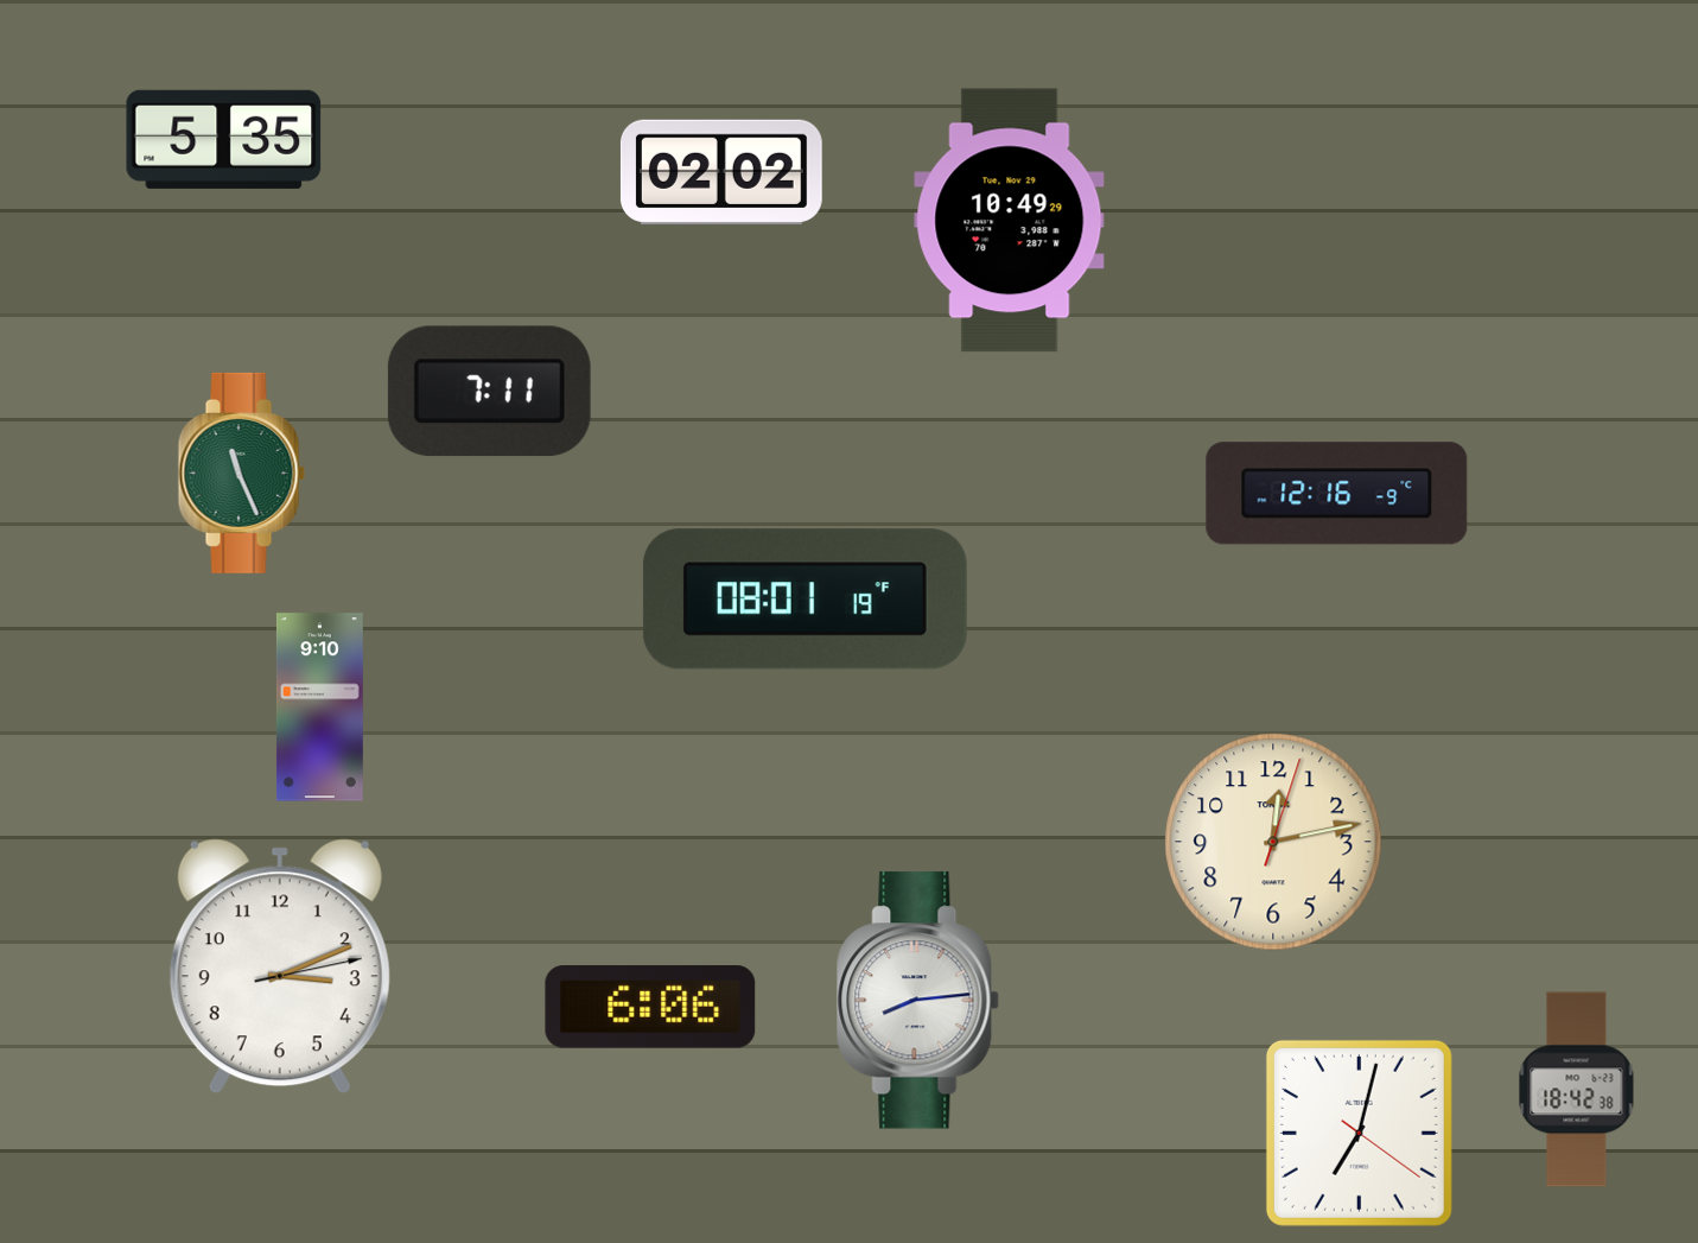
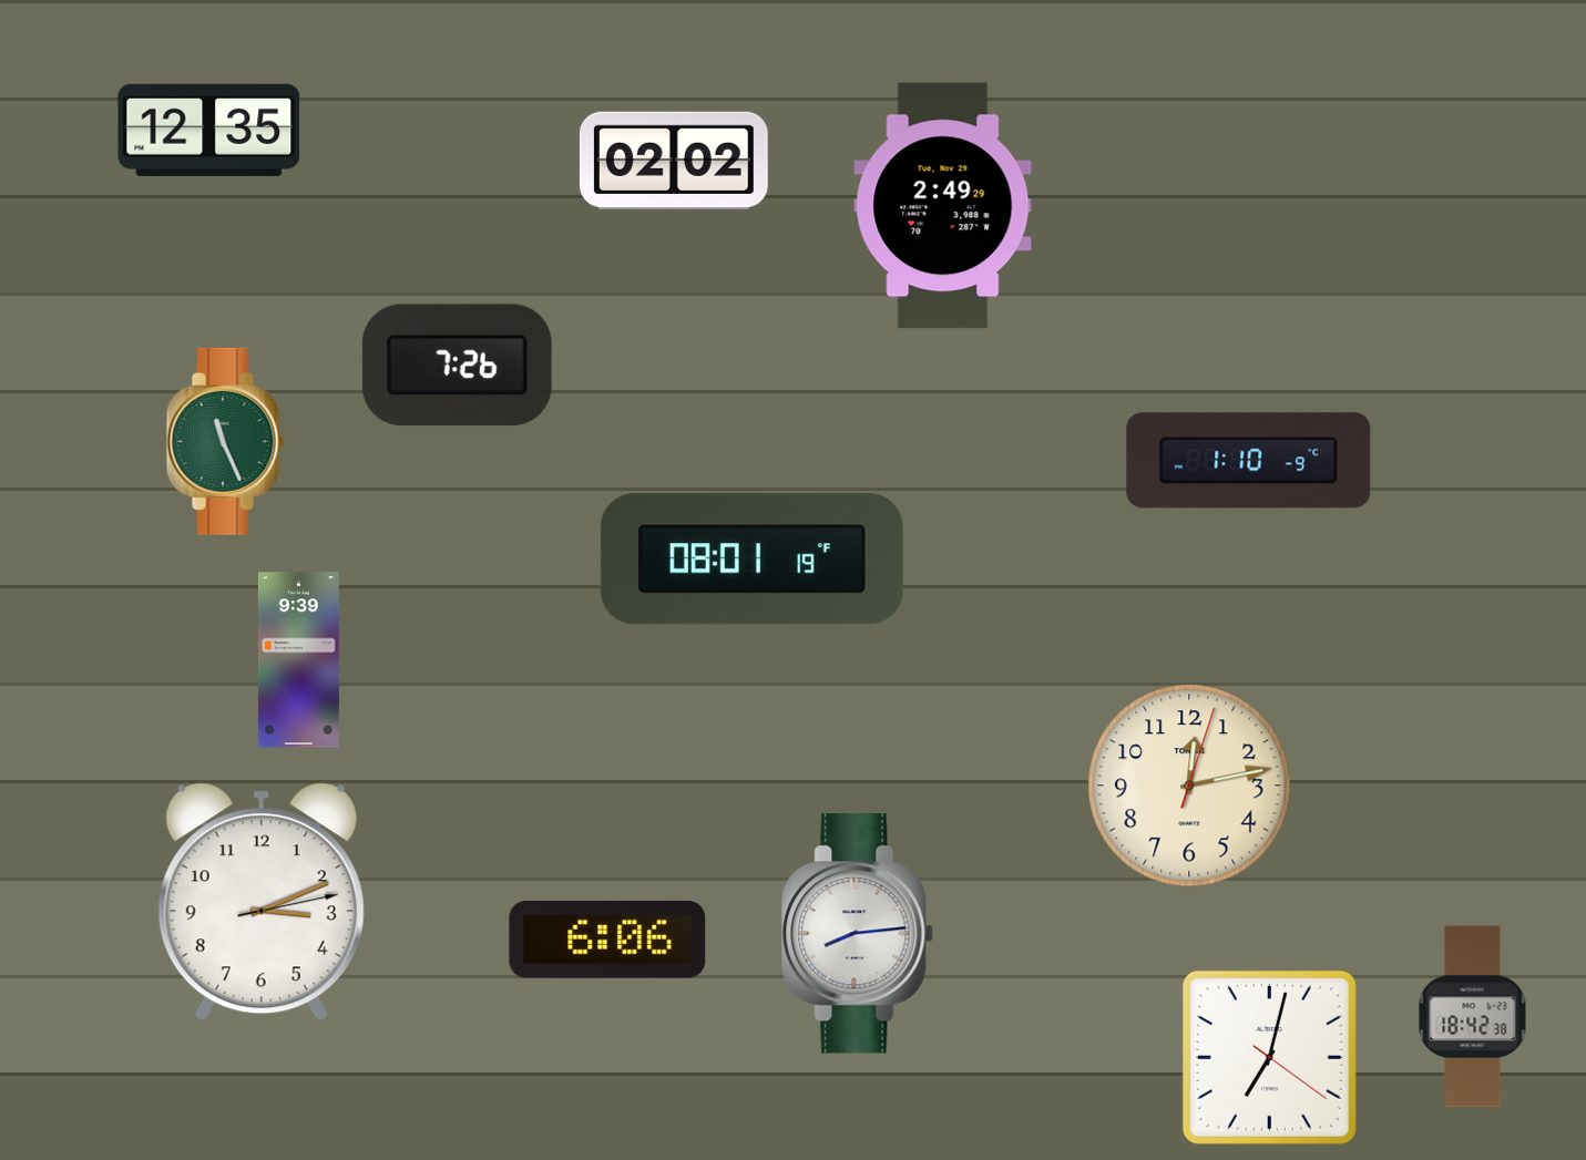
clock at (224, 139): 5:35 -> 12:35
clock at (1010, 221): 10:49 -> 2:49
clock at (489, 392): 7:11 -> 7:26
clock at (1337, 494): 12:16 -> 1:10
clock at (319, 708): 9:10 -> 9:39
